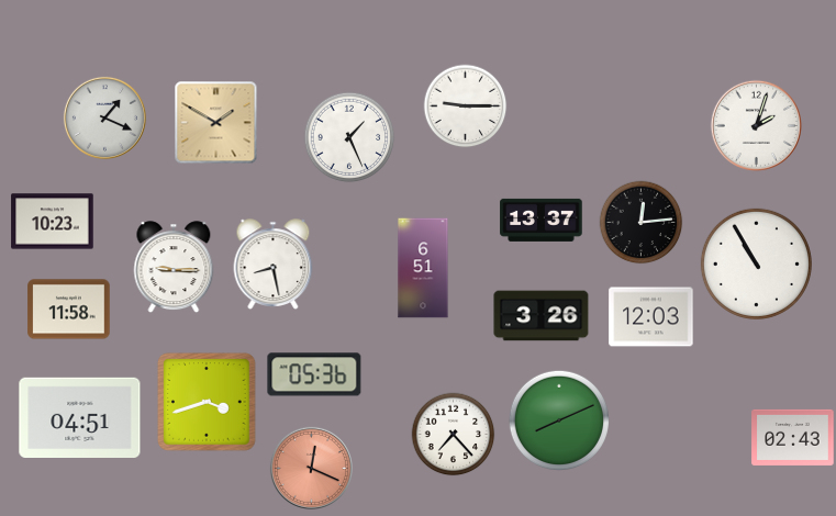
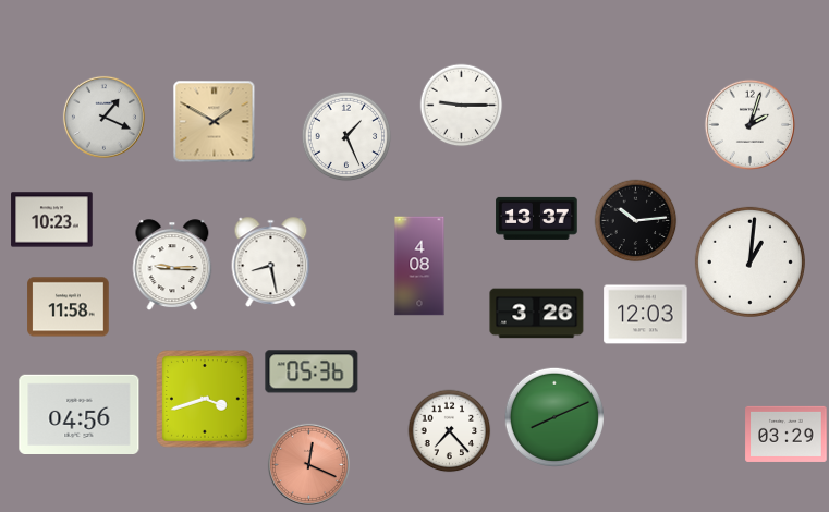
clock at (642, 223): 12:14 -> 10:14
clock at (756, 263): 10:55 -> 1:01
clock at (423, 268): 6:51 -> 4:08
clock at (80, 417): 04:51 -> 04:56
clock at (793, 437): 02:43 -> 03:29
